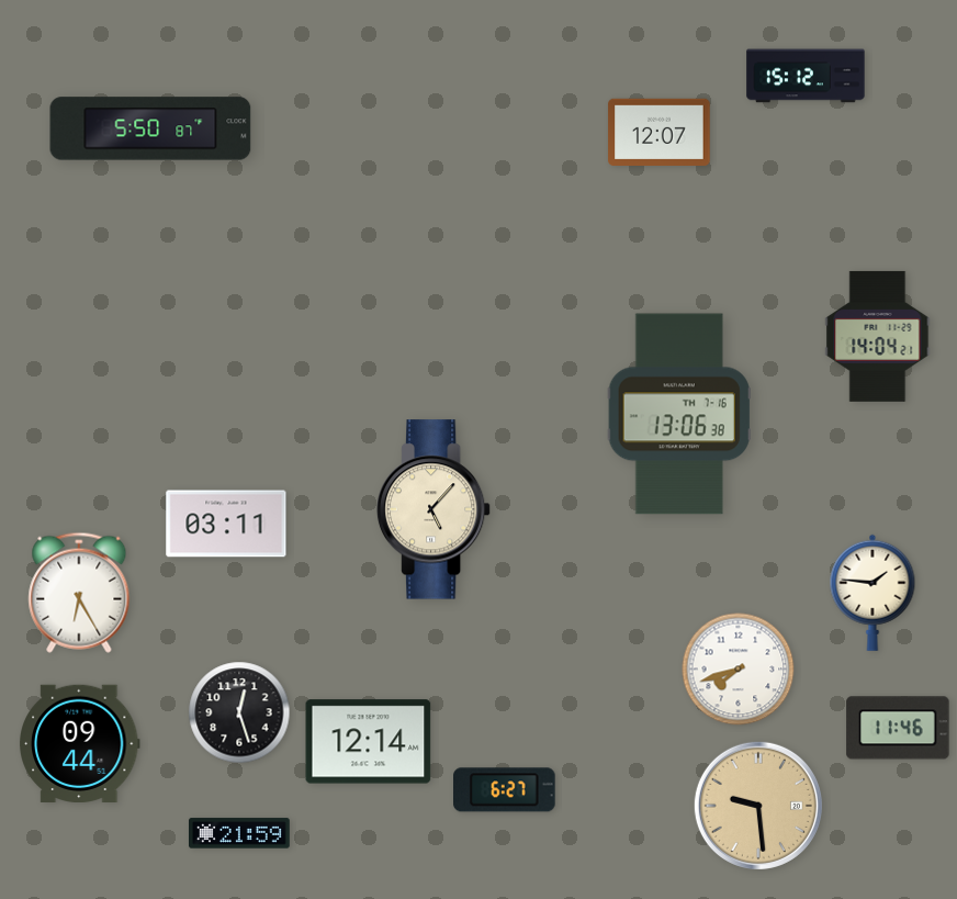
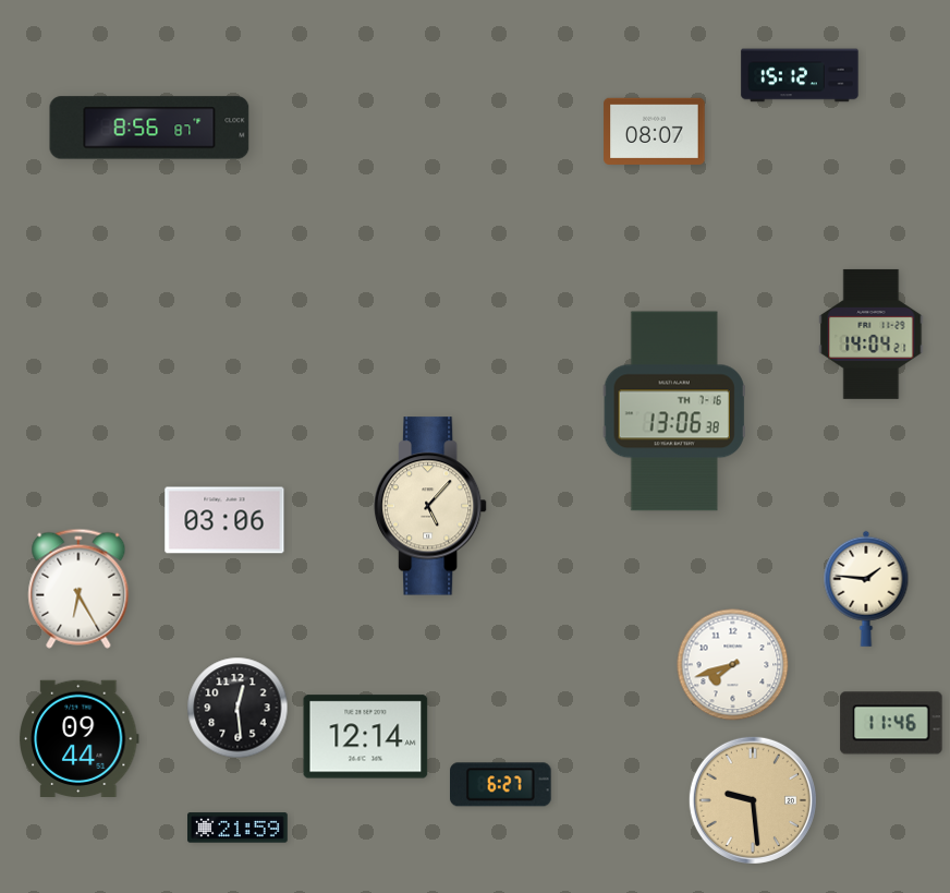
clock at (150, 128): 5:50 -> 8:56
clock at (660, 132): 12:07 -> 08:07
clock at (226, 524): 03:11 -> 03:06
clock at (239, 712): 12:27 -> 12:29
